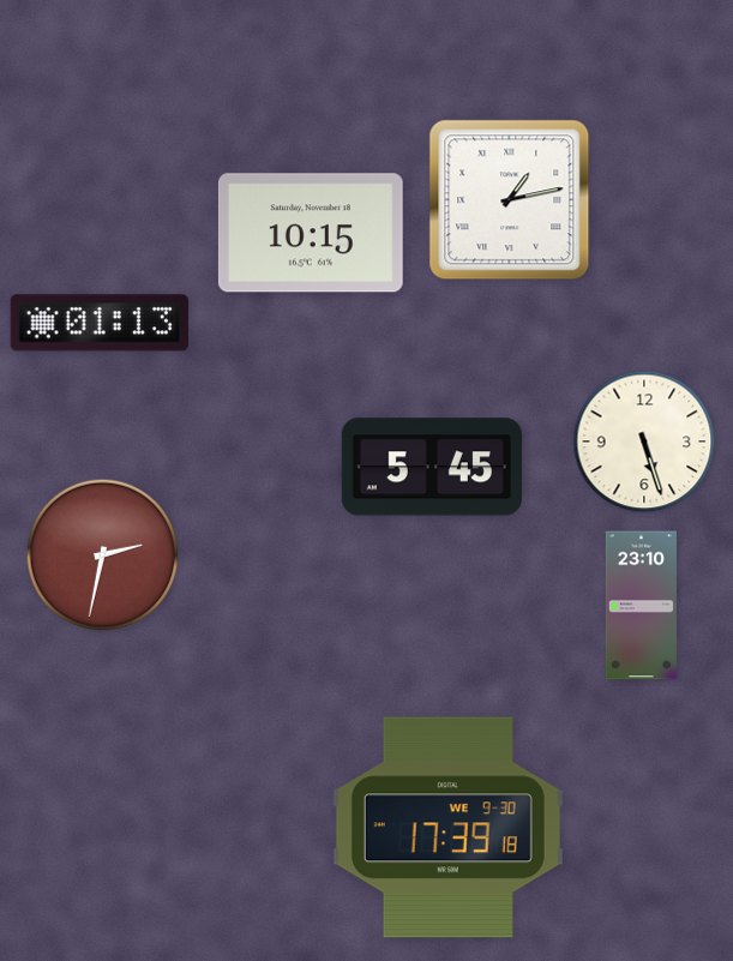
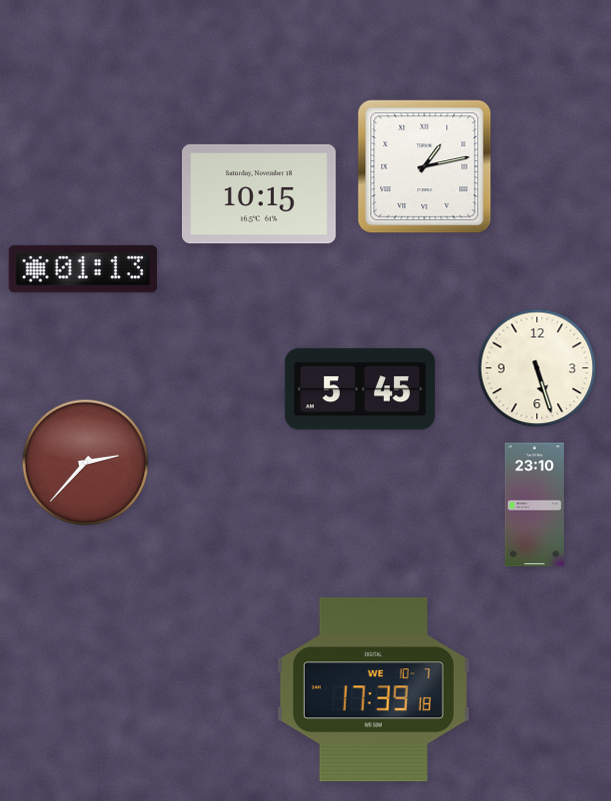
clock at (103, 555): 2:32 -> 2:37
clock at (447, 828) date: WE 9-30 -> WE 10-7
